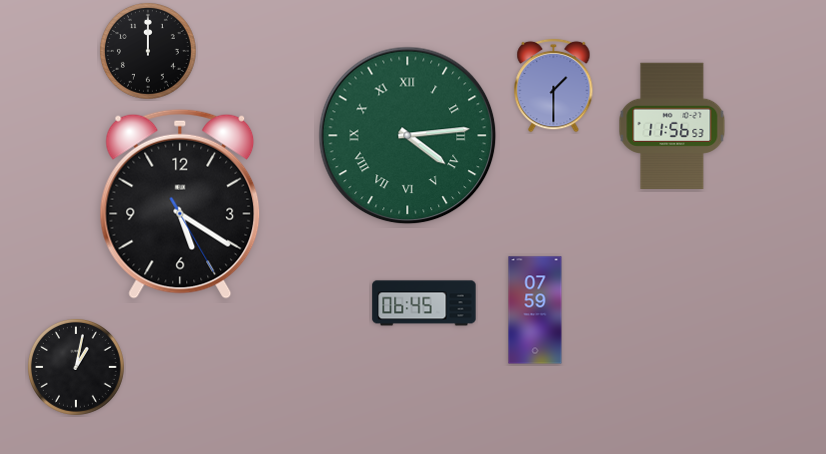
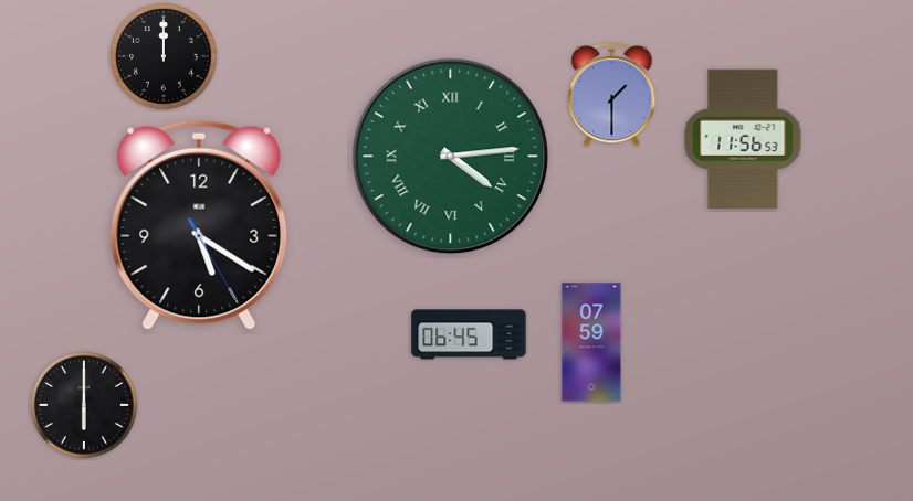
clock at (408, 136) position: (408, 136) -> (451, 157)
clock at (76, 367): 1:02 -> 6:00
